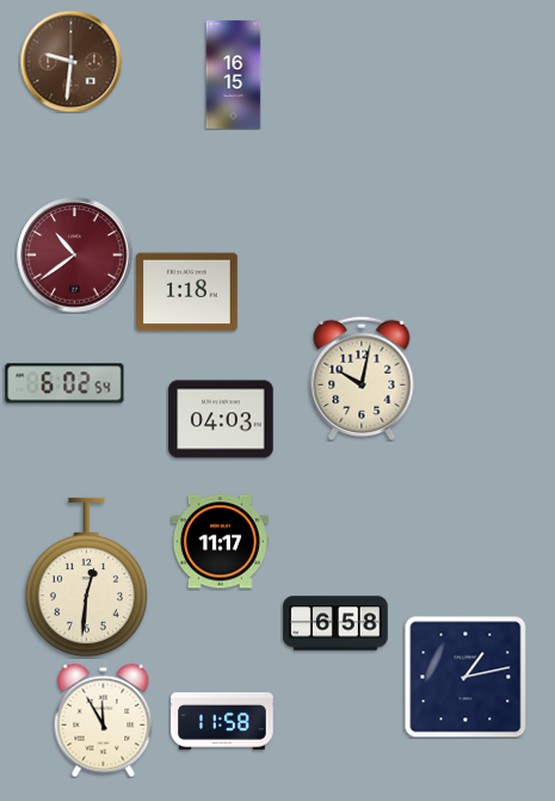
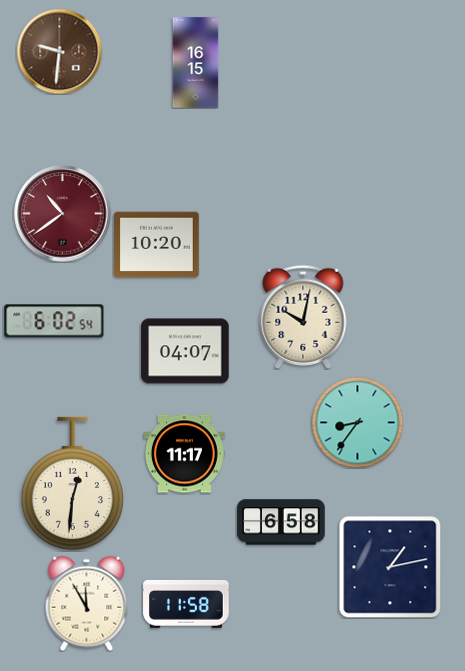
clock at (187, 292): 1:18 -> 10:20
clock at (221, 419): 04:03 -> 04:07
clock at (357, 422): none -> 8:36
